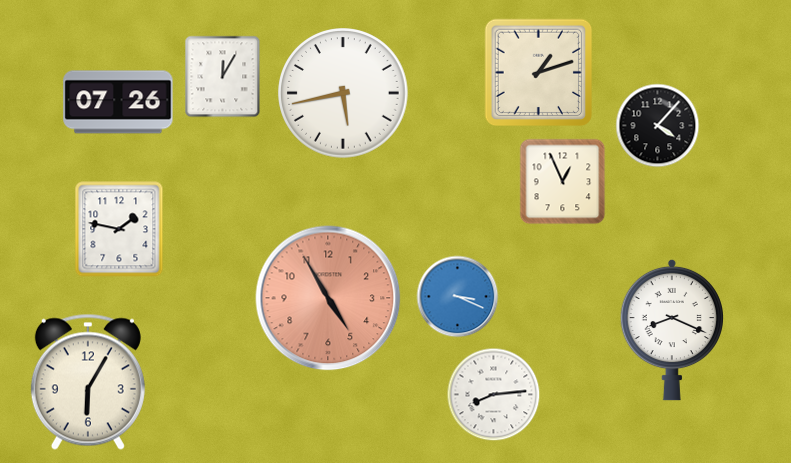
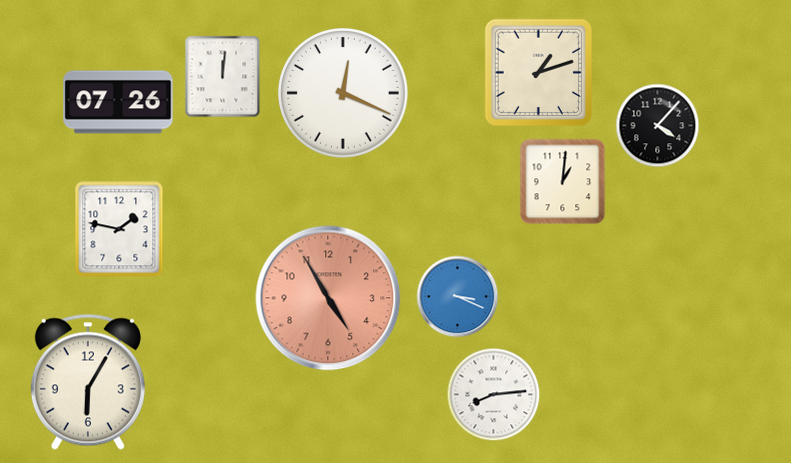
clock at (223, 77): 12:05 -> 12:01
clock at (343, 93): 5:43 -> 12:19
clock at (563, 182): 12:56 -> 1:01
clock at (672, 330): 8:19 -> none
